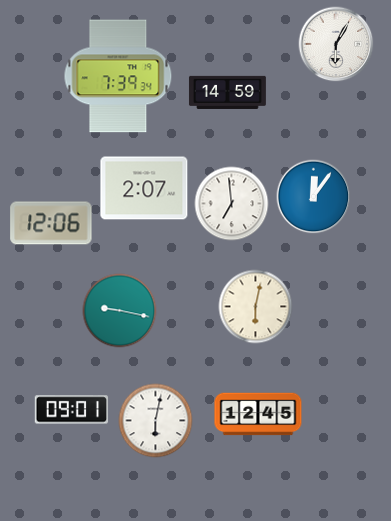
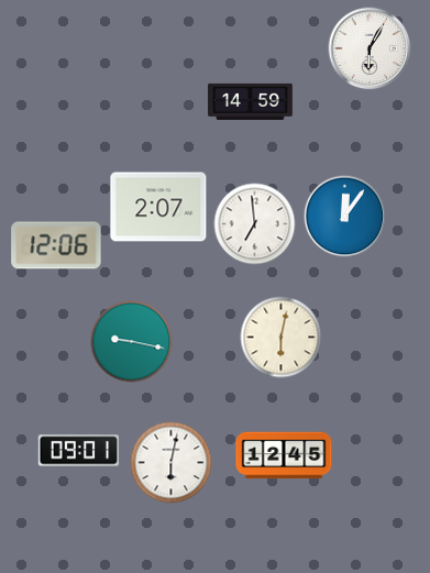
clock at (118, 76): 7:39 -> none
